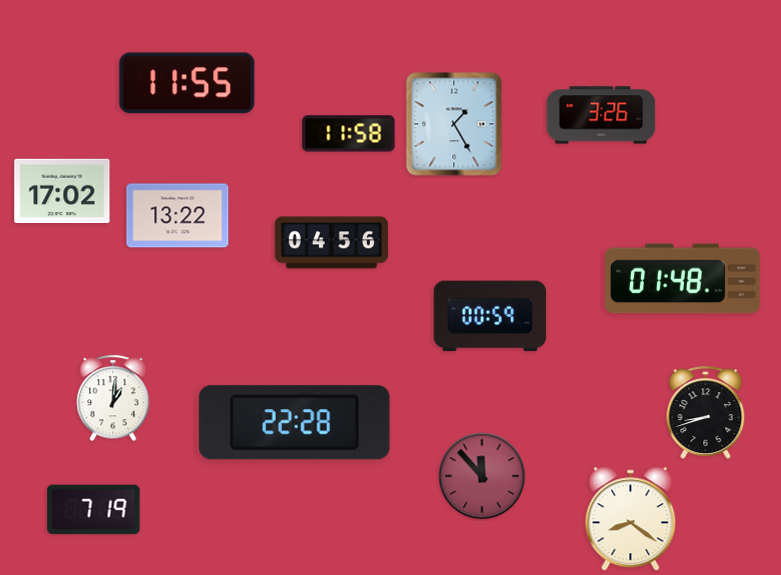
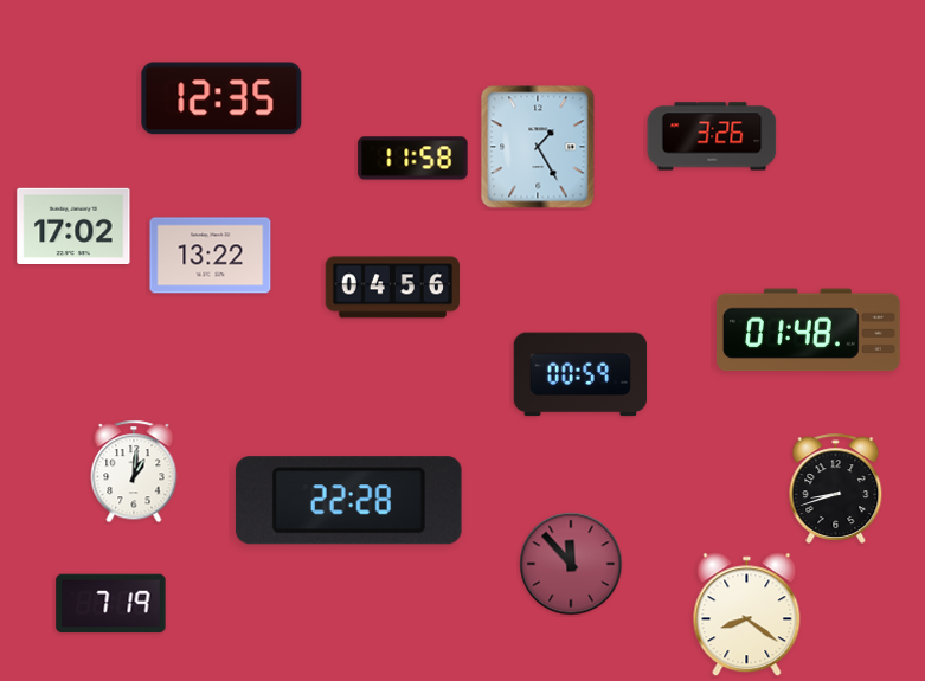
clock at (187, 83): 11:55 -> 12:35
